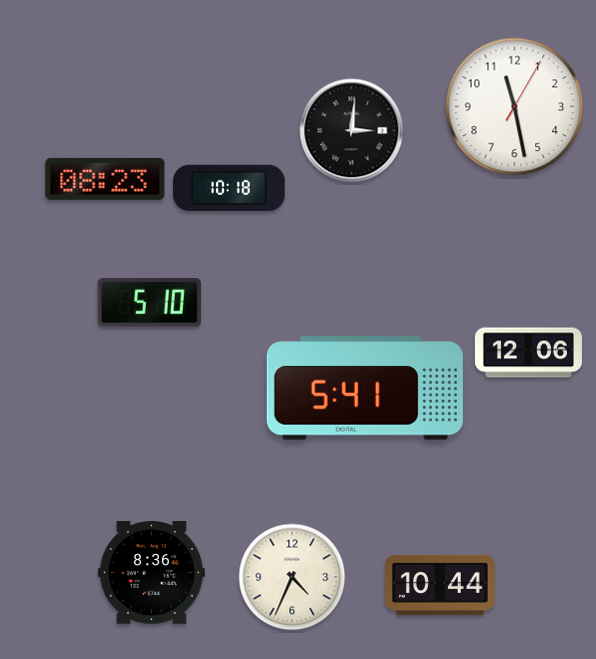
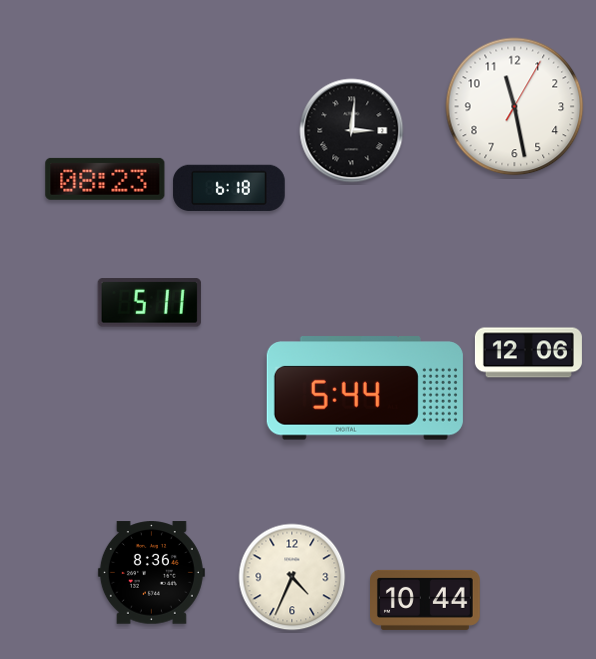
clock at (229, 187): 10:18 -> 6:18
clock at (149, 303): 5:10 -> 5:11
clock at (365, 388): 5:41 -> 5:44
clock at (441, 585) position: (441, 585) -> (426, 600)
